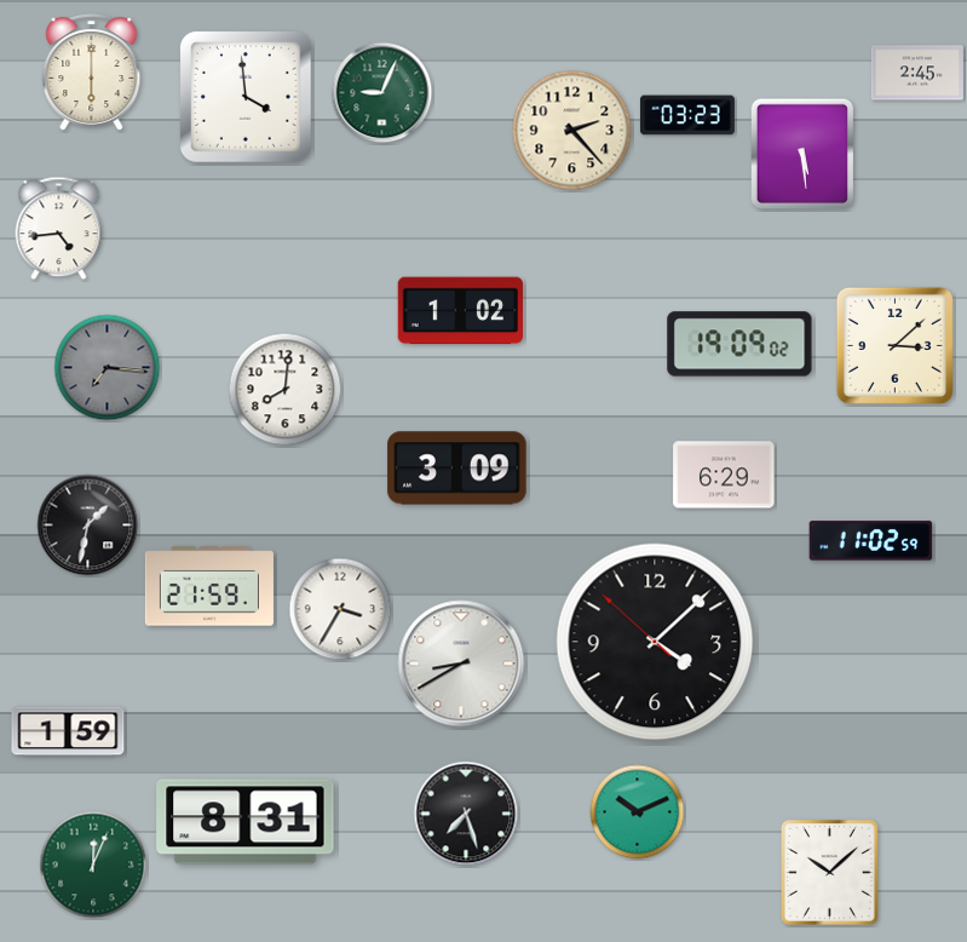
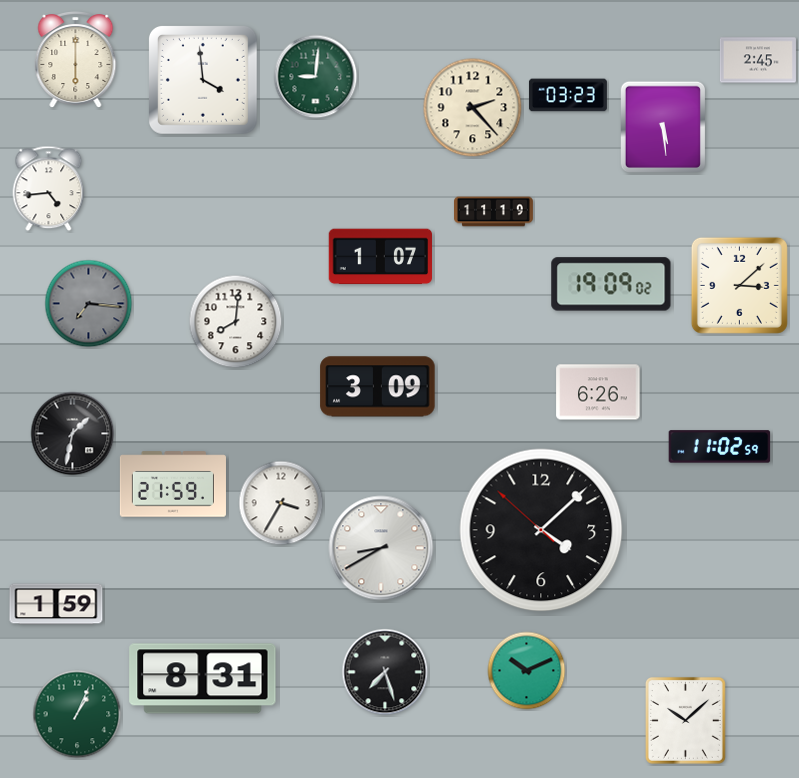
clock at (382, 93): 9:04 -> 9:01
clock at (494, 212): none -> 11:19
clock at (460, 311): 1:02 -> 1:07
clock at (724, 475): 6:29 -> 6:26
clock at (93, 865): 12:04 -> 1:04
